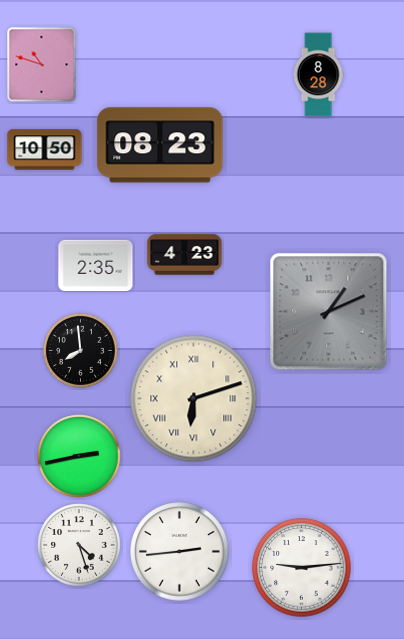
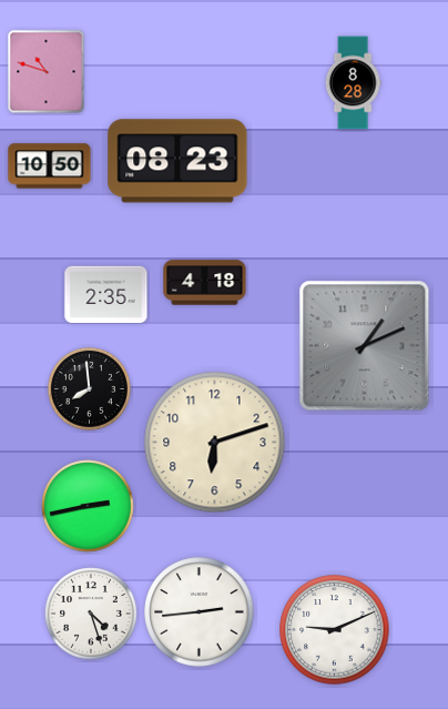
clock at (185, 255): 4:23 -> 4:18
clock at (194, 399) numerals: Roman -> Arabic
clock at (79, 545) position: (79, 545) -> (91, 614)
clock at (302, 568): 9:14 -> 9:11
